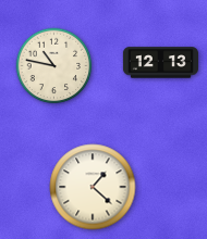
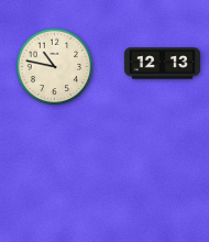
clock at (93, 187): 1:22 -> none
